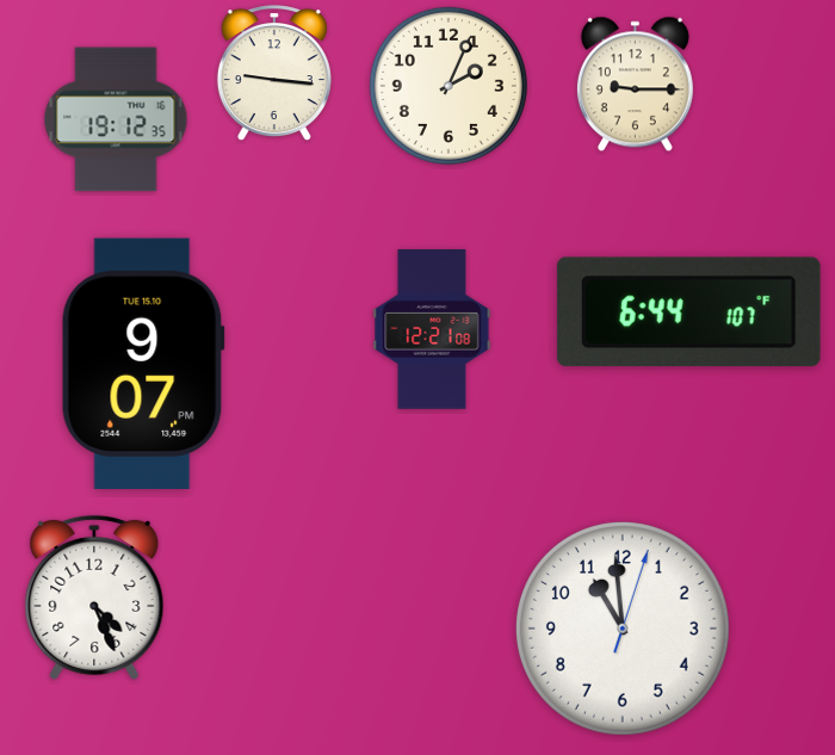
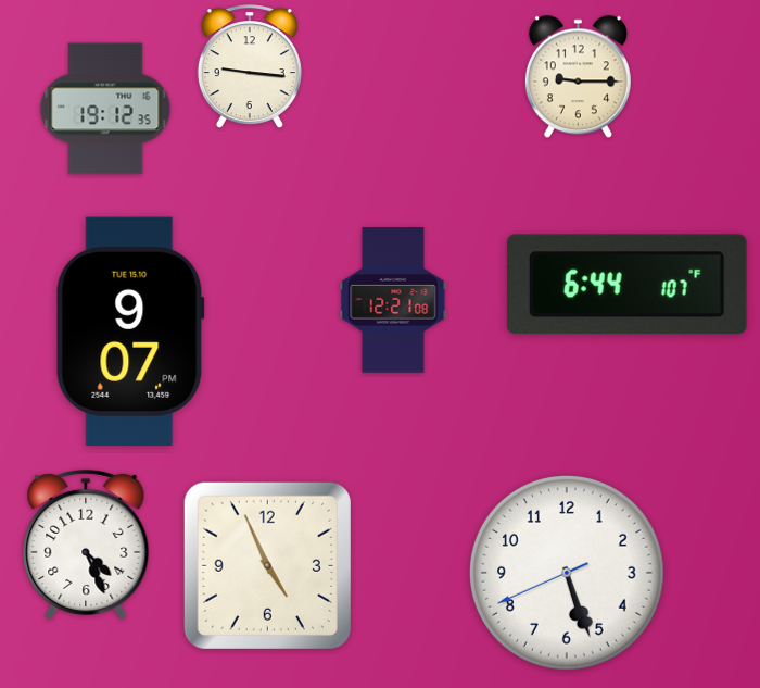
clock at (449, 86): 2:04 -> none
clock at (267, 565): none -> 4:56
clock at (623, 629): 10:59 -> 5:26
